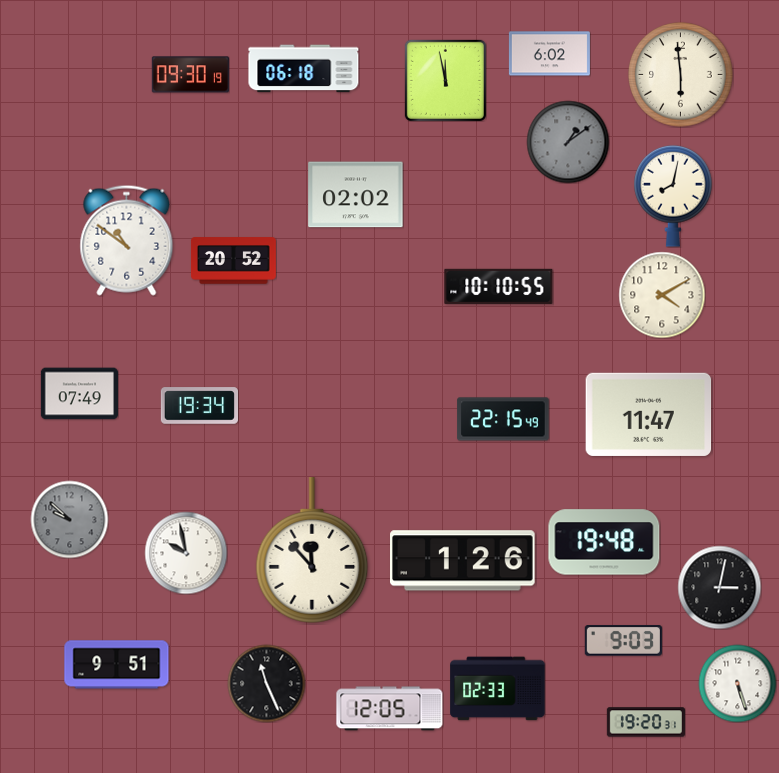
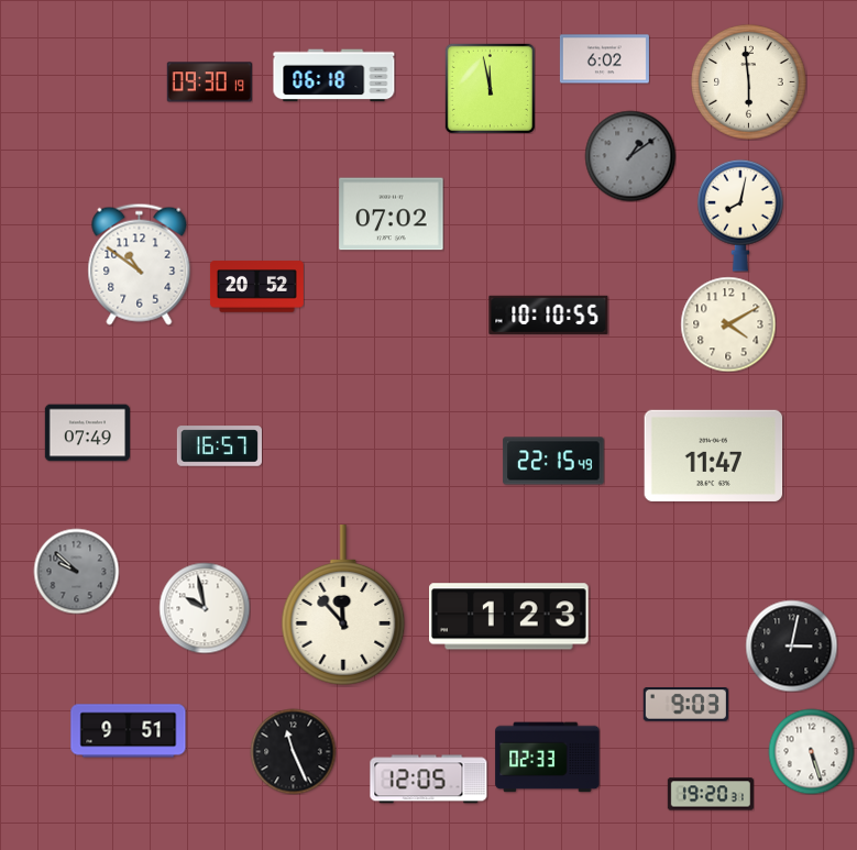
clock at (568, 142) position: (568, 142) -> (630, 156)
clock at (356, 195): 02:02 -> 07:02
clock at (199, 406): 19:34 -> 16:57
clock at (604, 542): 19:48 -> none
clock at (463, 561): 1:26 -> 1:23
